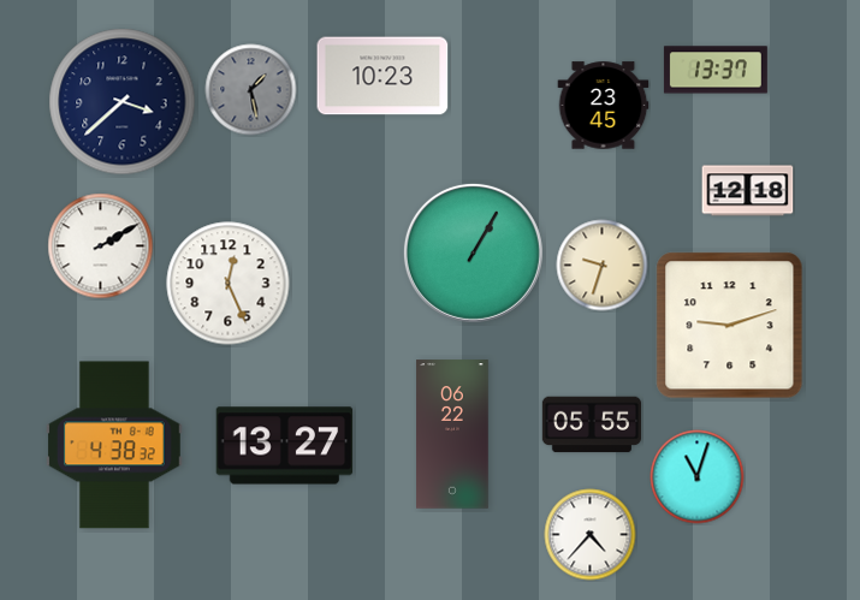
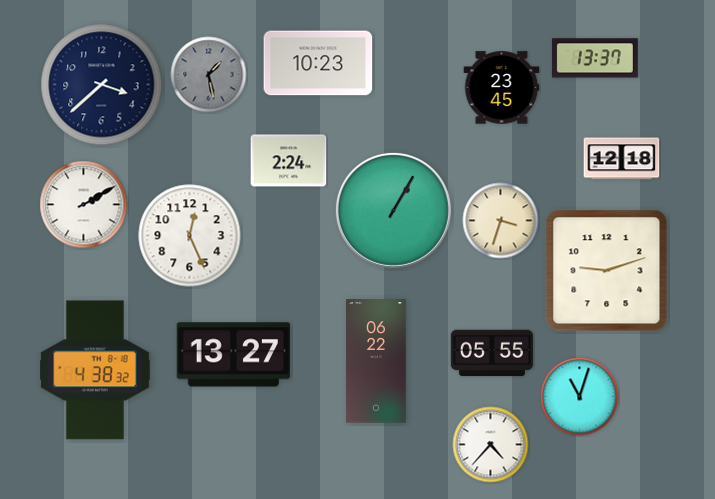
clock at (289, 161): none -> 2:24
clock at (603, 266): 9:33 -> 3:33
clock at (285, 446) position: (285, 446) -> (234, 355)
